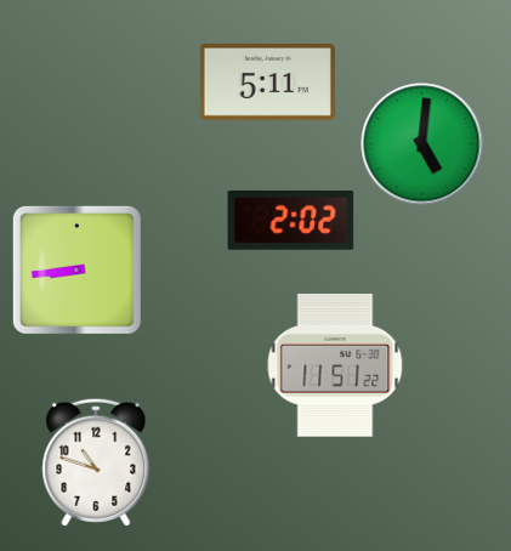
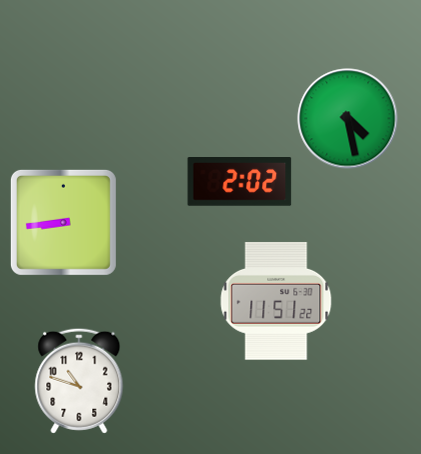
clock at (267, 81): 5:11 -> none
clock at (422, 144): 5:01 -> 4:28
